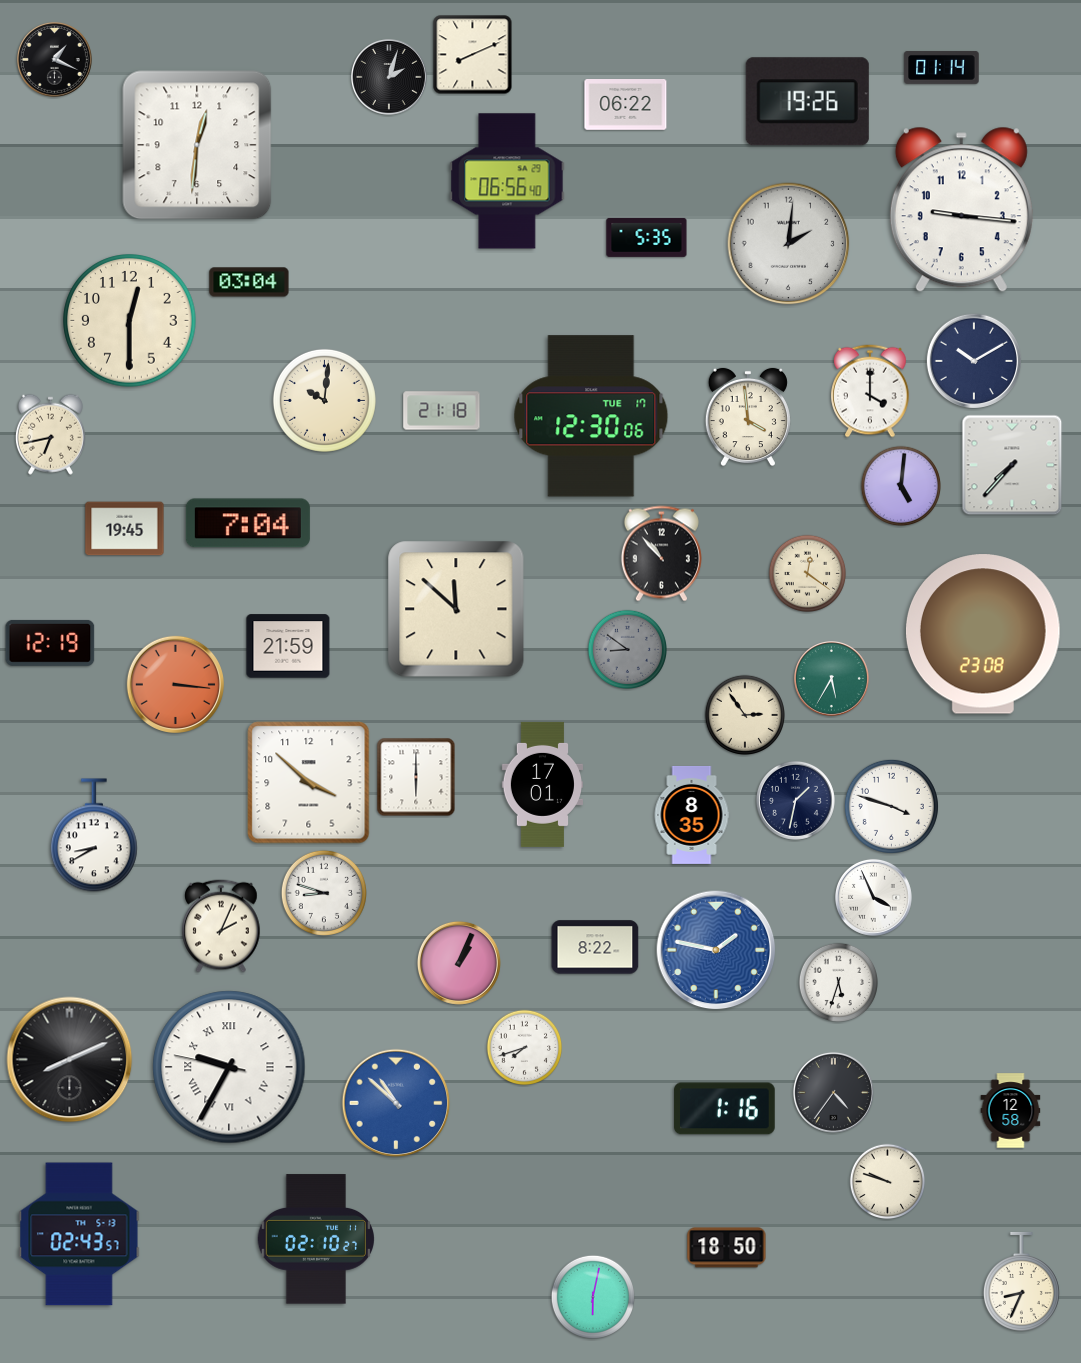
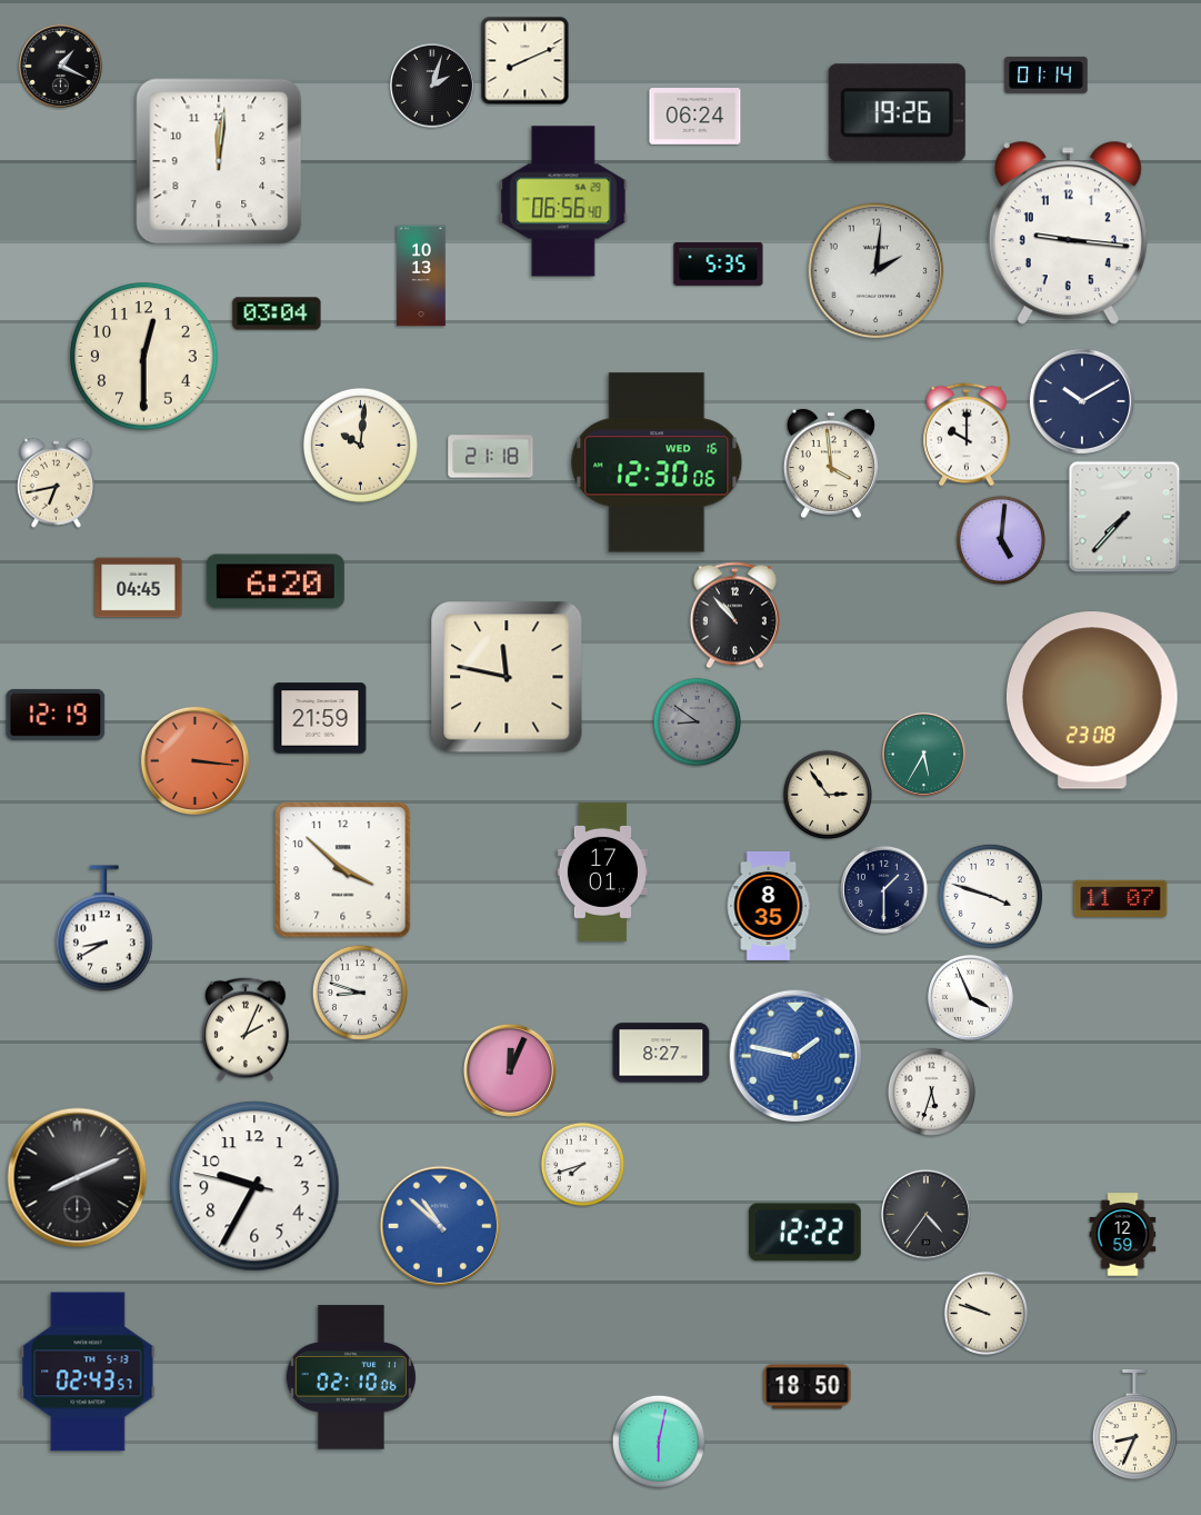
clock at (626, 105): 06:22 -> 06:24
clock at (197, 145): 12:31 -> 12:01
clock at (421, 276): none -> 10:13
clock at (870, 391): 4:00 -> 10:00
clock at (591, 416) date: TUE 17 -> WED 16
clock at (248, 523): 7:04 -> 6:20
clock at (125, 529): 19:45 -> 04:45
clock at (808, 574): 12:21 -> none
clock at (456, 609): 11:52 -> 11:47
clock at (983, 634) position: (983, 634) -> (1092, 700)
clock at (416, 777): 6:00 -> none
clock at (795, 800): 1:32 -> 1:30
clock at (1121, 898): none -> 11:07
clock at (595, 947): 8:22 -> 8:27
clock at (459, 963): 1:04 -> 12:04
clock at (229, 1067) numerals: Roman -> Arabic
clock at (725, 1109): 1:16 -> 12:22
clock at (1011, 1111): 12:58 -> 12:59
clock at (315, 1239): 02:10:27 -> 02:10:06
